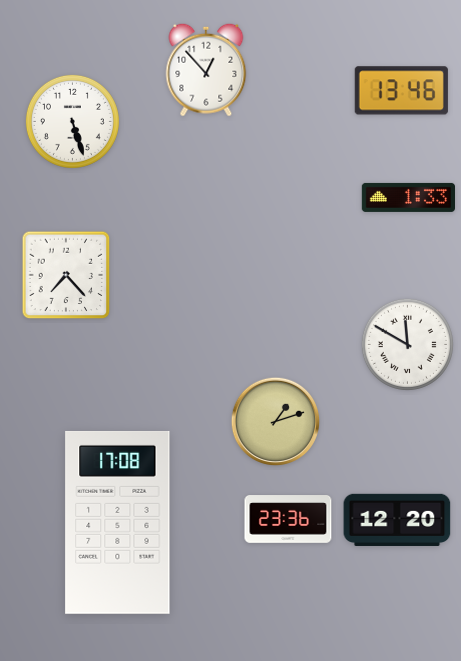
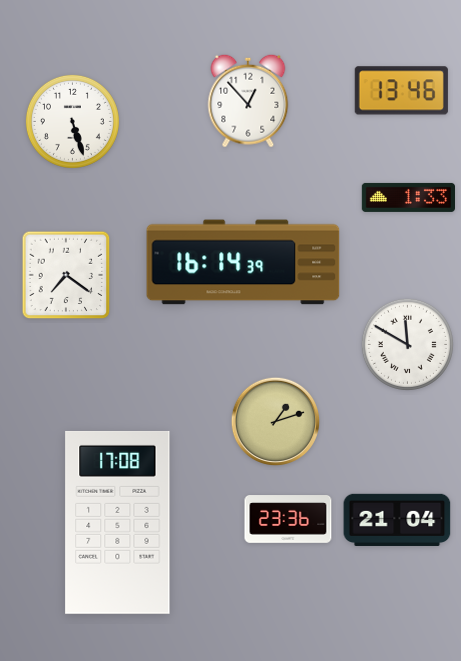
clock at (206, 70) position: (206, 70) -> (248, 101)
clock at (243, 262): none -> 16:14
clock at (66, 275): 7:23 -> 7:21
clock at (397, 520): 12:20 -> 21:04
